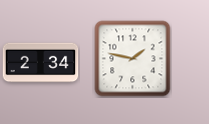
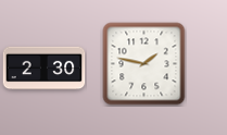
clock at (41, 63): 2:34 -> 2:30
